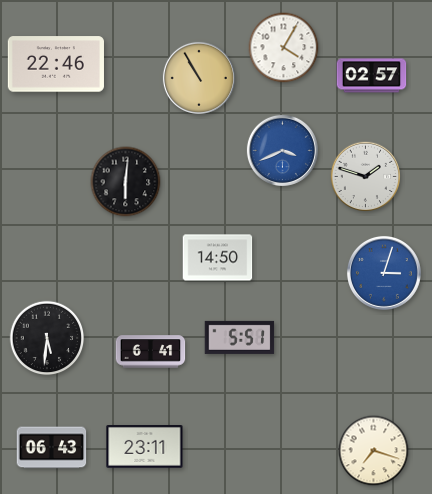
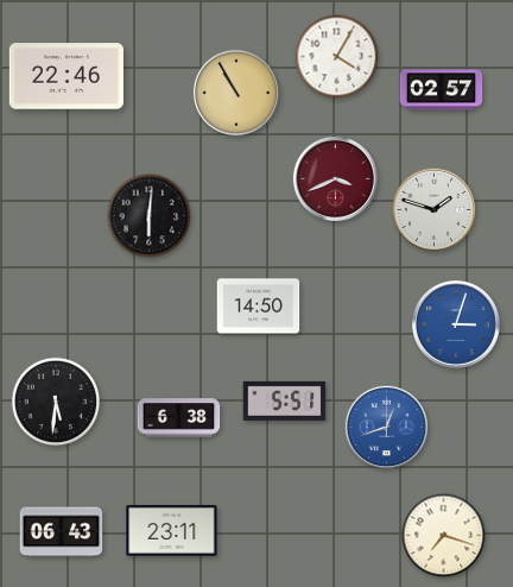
clock at (282, 150) dial: blue -> burgundy
clock at (151, 352): 6:41 -> 6:38
clock at (387, 428): none -> 12:42
